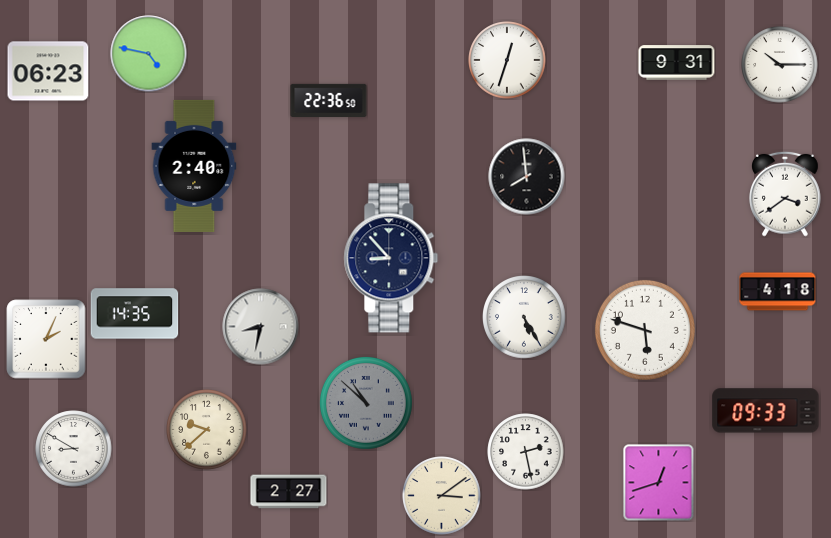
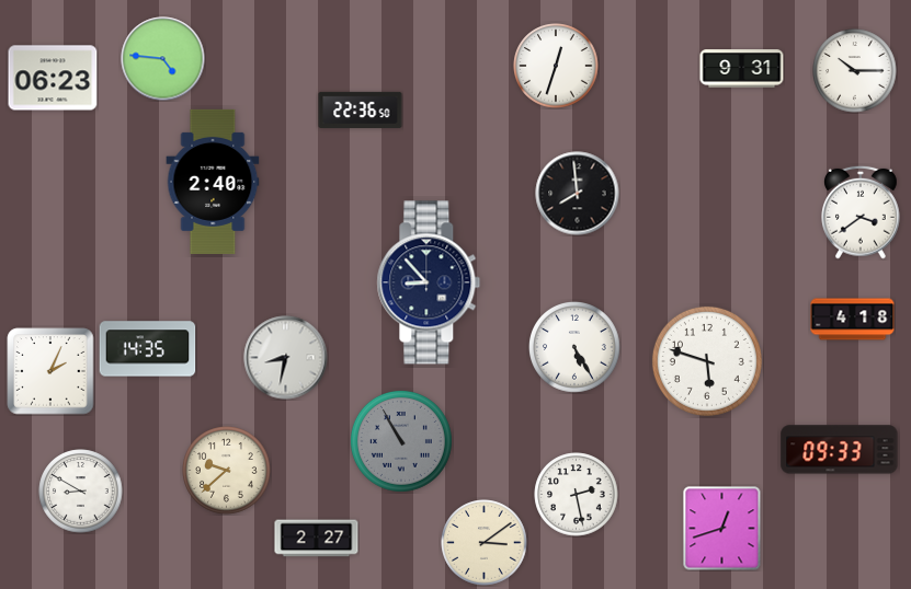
clock at (149, 54): 4:47 -> 4:46
clock at (135, 314) position: (135, 314) -> (148, 349)
clock at (366, 403): 10:52 -> 10:55
